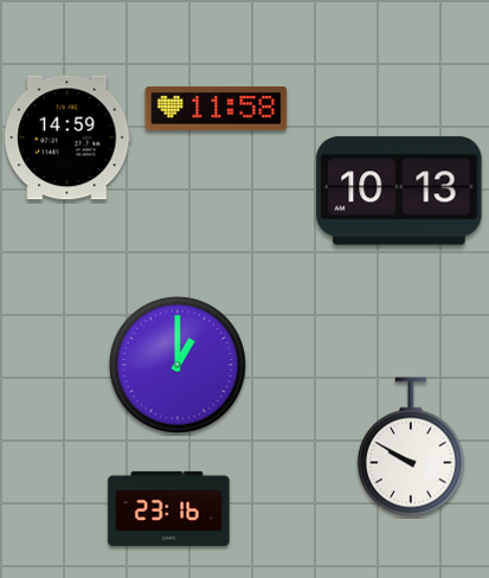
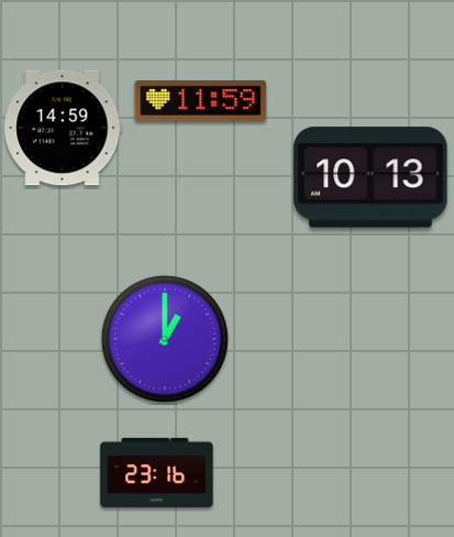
clock at (217, 108): 11:58 -> 11:59
clock at (411, 447): 9:50 -> none
